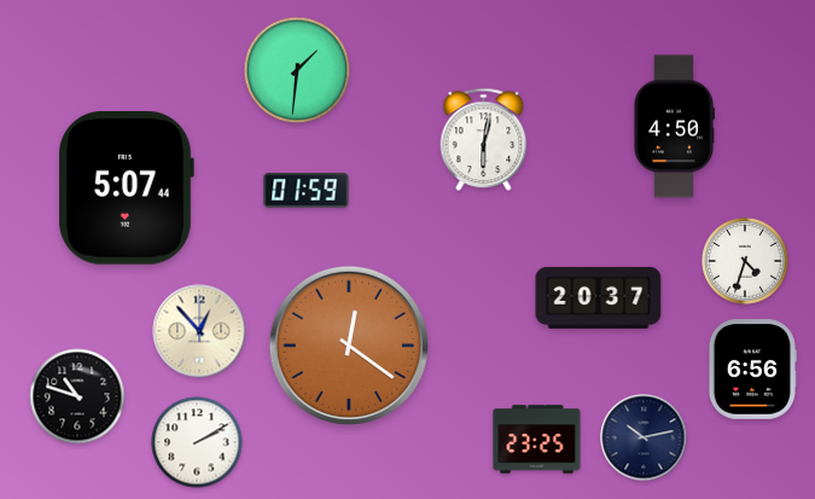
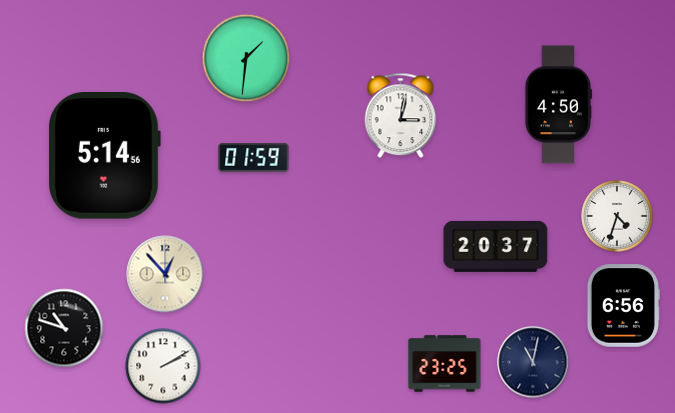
clock at (484, 140): 6:02 -> 3:02
clock at (126, 188): 5:07 -> 5:14
clock at (349, 346): 12:21 -> none
clock at (644, 437): 10:13 -> 11:02
